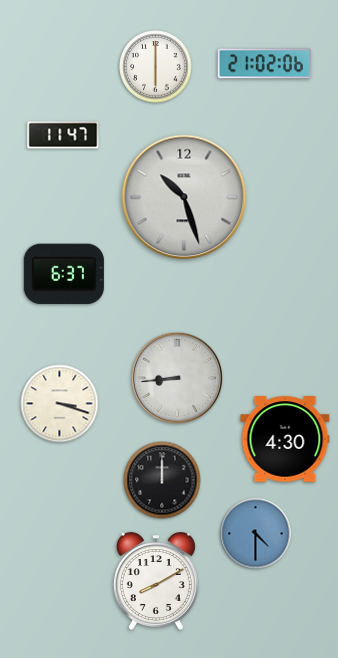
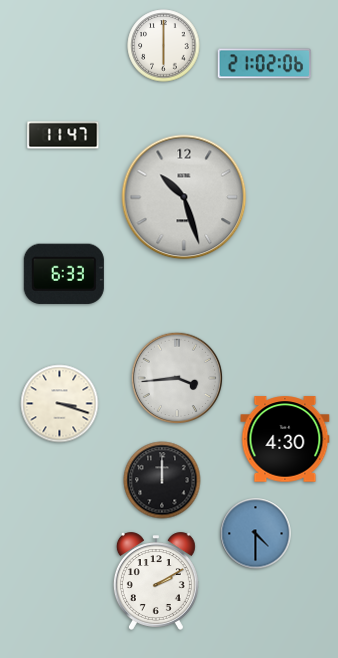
clock at (156, 67) position: (156, 67) -> (164, 46)
clock at (64, 274): 6:37 -> 6:33
clock at (177, 378): 8:44 -> 3:44
clock at (156, 581): 8:10 -> 2:10
